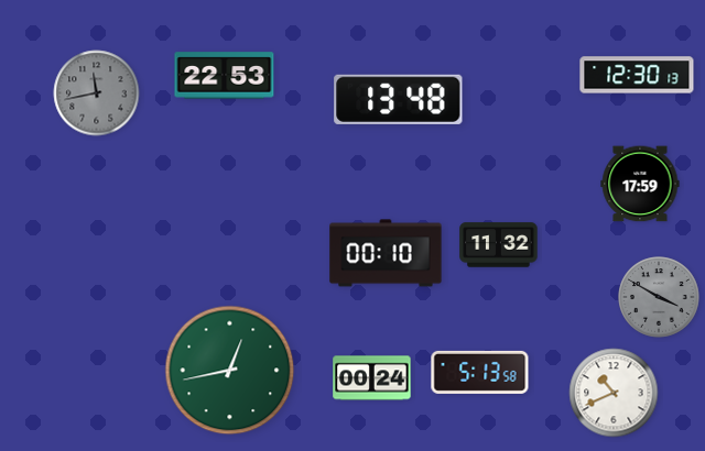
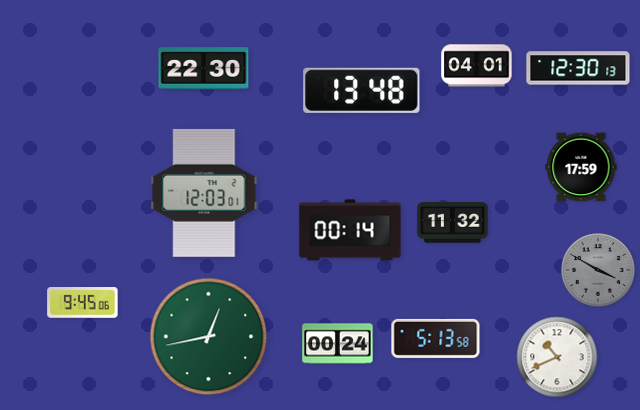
clock at (477, 66): none -> 04:01
clock at (225, 76): 22:53 -> 22:30
clock at (97, 94): 11:43 -> none
clock at (204, 193): none -> 12:03
clock at (386, 253): 00:10 -> 00:14
clock at (83, 303): none -> 9:45
